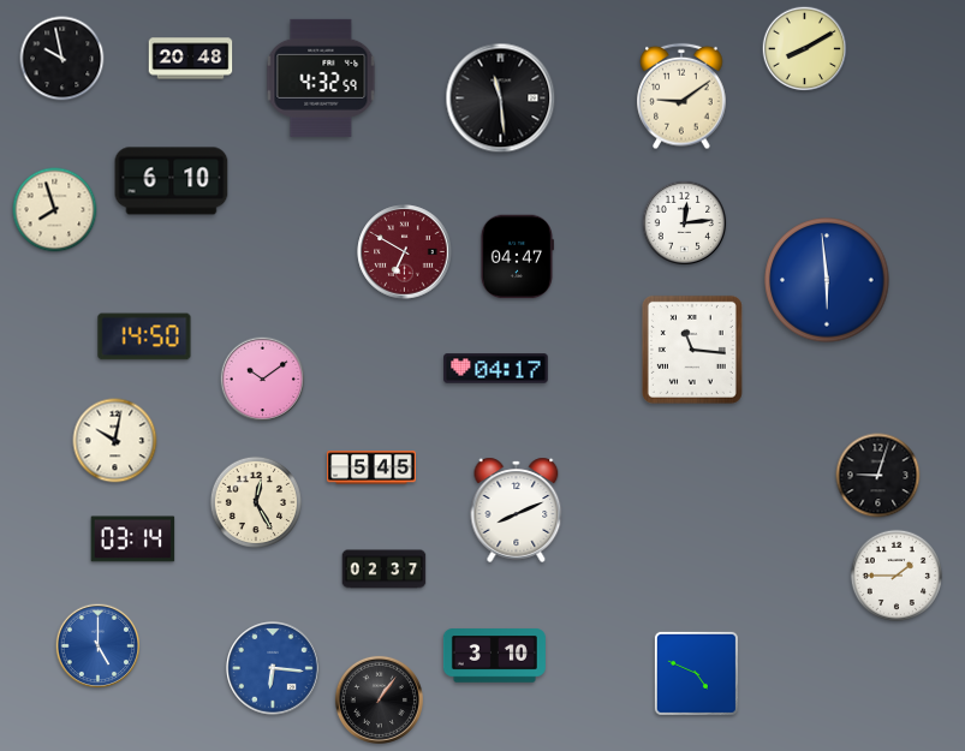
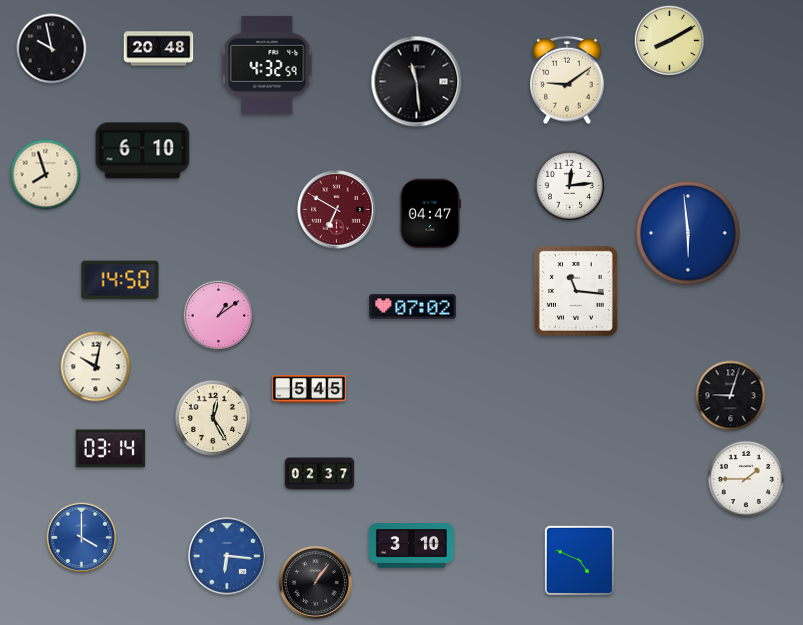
clock at (496, 369): 04:17 -> 07:02
clock at (263, 380): 10:09 -> 1:09
clock at (517, 509): 8:11 -> none
clock at (99, 646): 5:00 -> 4:00
